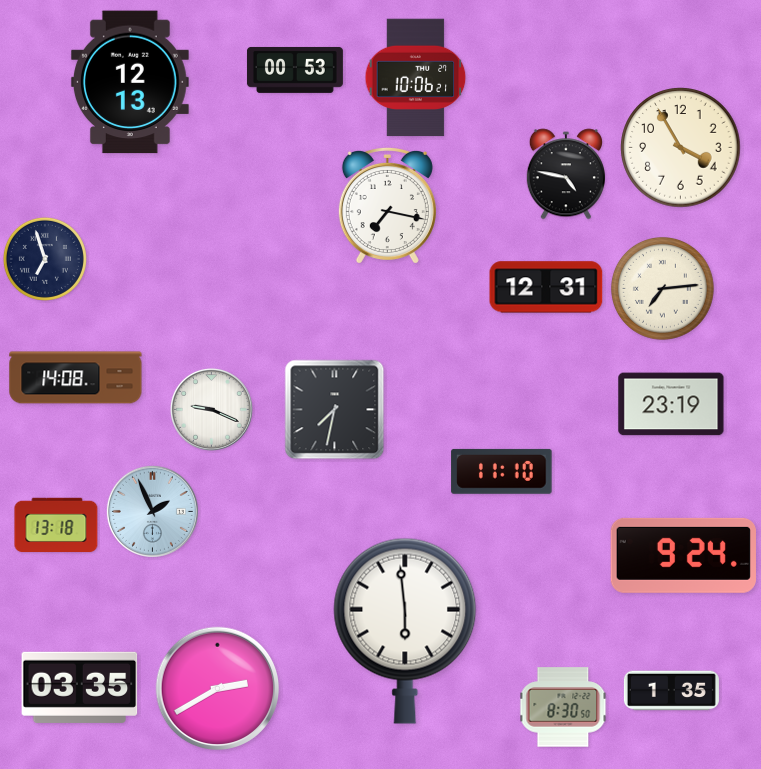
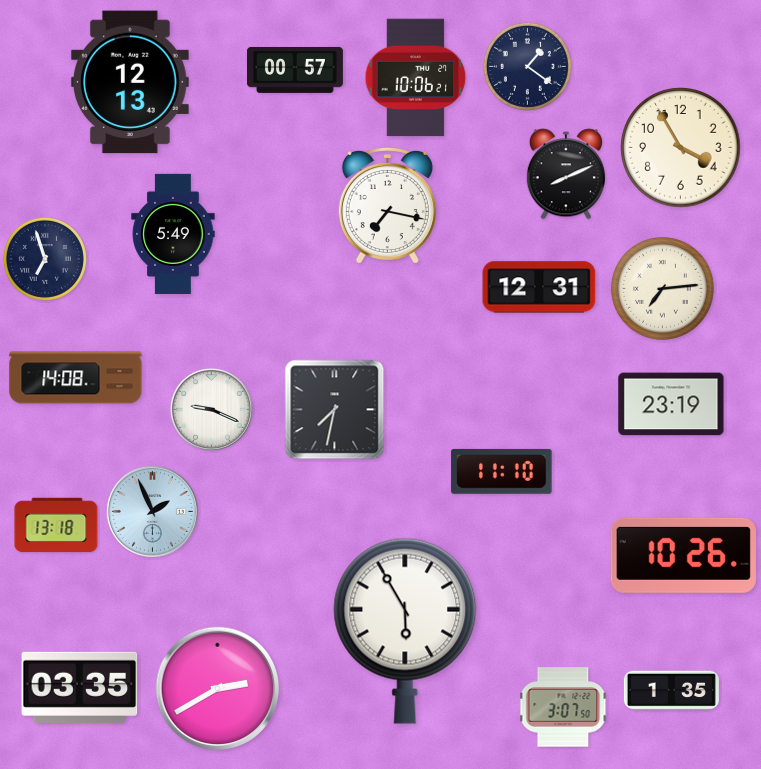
clock at (527, 66): none -> 1:21
clock at (295, 70): 00:53 -> 00:57
clock at (566, 174): 4:47 -> 8:11
clock at (173, 234): none -> 5:49
clock at (546, 287) position: (546, 287) -> (539, 287)
clock at (683, 555): 9:24 -> 10:26
clock at (405, 631): 5:59 -> 5:55
clock at (563, 707): 8:30 -> 3:07
